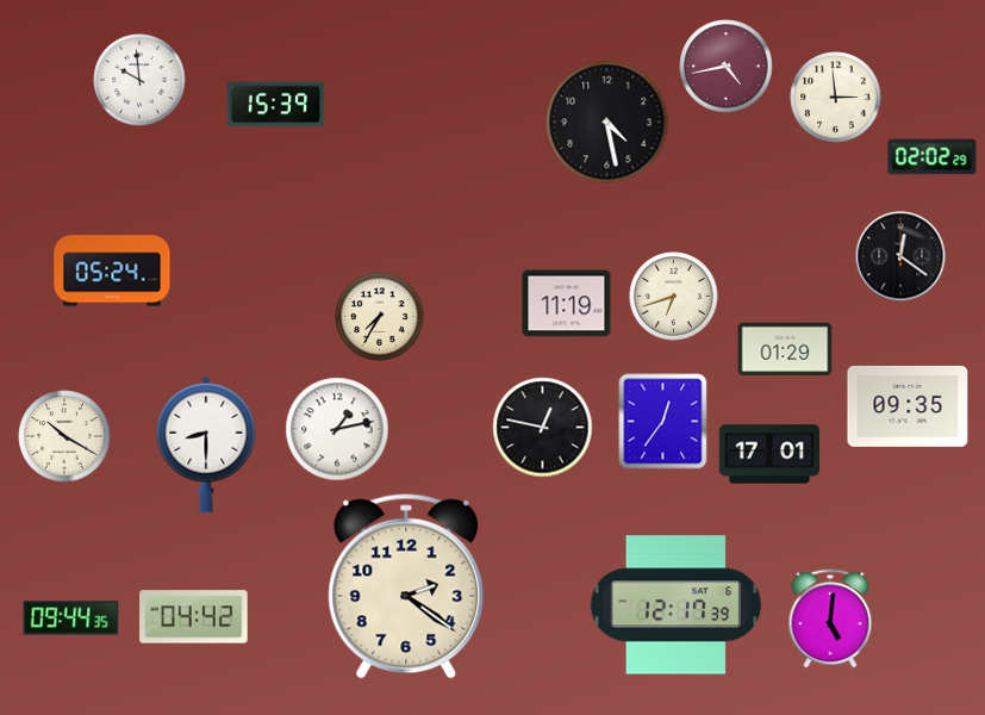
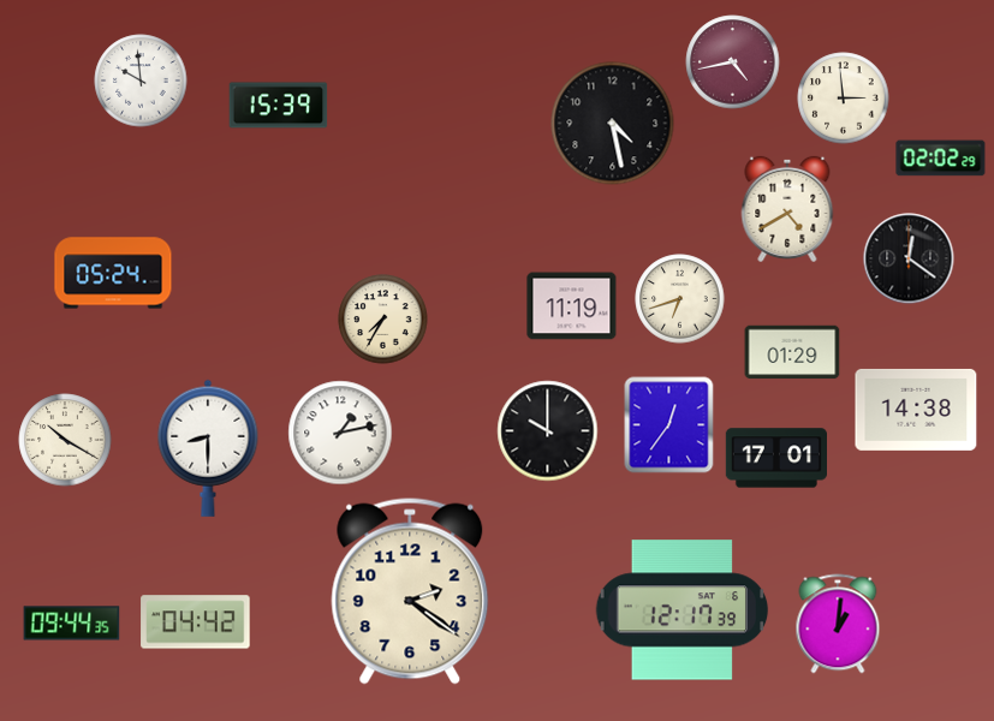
clock at (727, 67) position: (727, 67) -> (733, 62)
clock at (787, 209): none -> 4:40
clock at (908, 406): 09:35 -> 14:38
clock at (543, 428): 12:47 -> 10:00
clock at (830, 618): 5:01 -> 1:01
